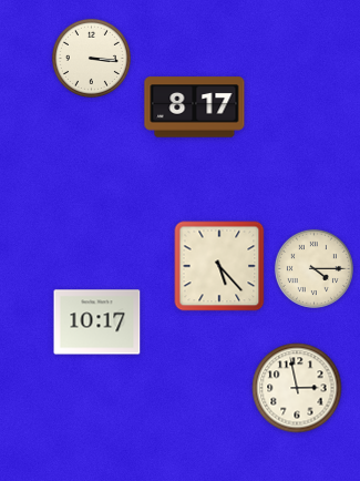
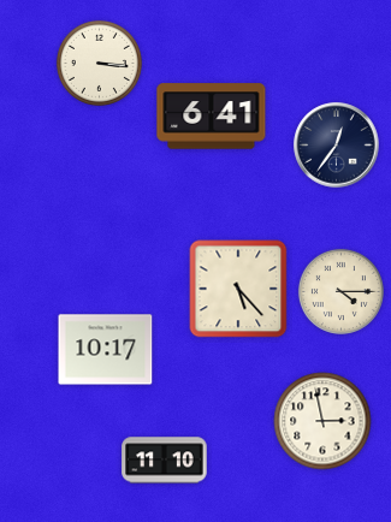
clock at (195, 108): 8:17 -> 6:41
clock at (337, 146): none -> 12:36
clock at (165, 461): none -> 11:10
